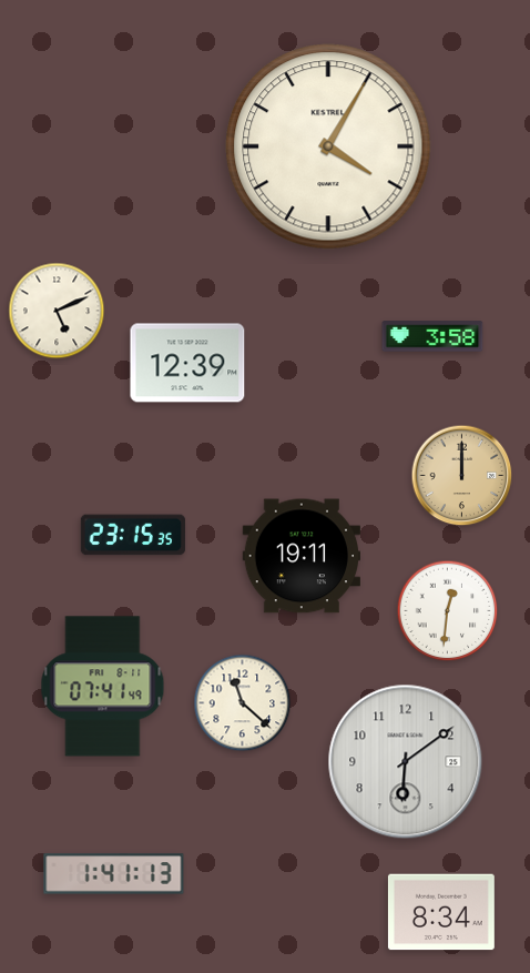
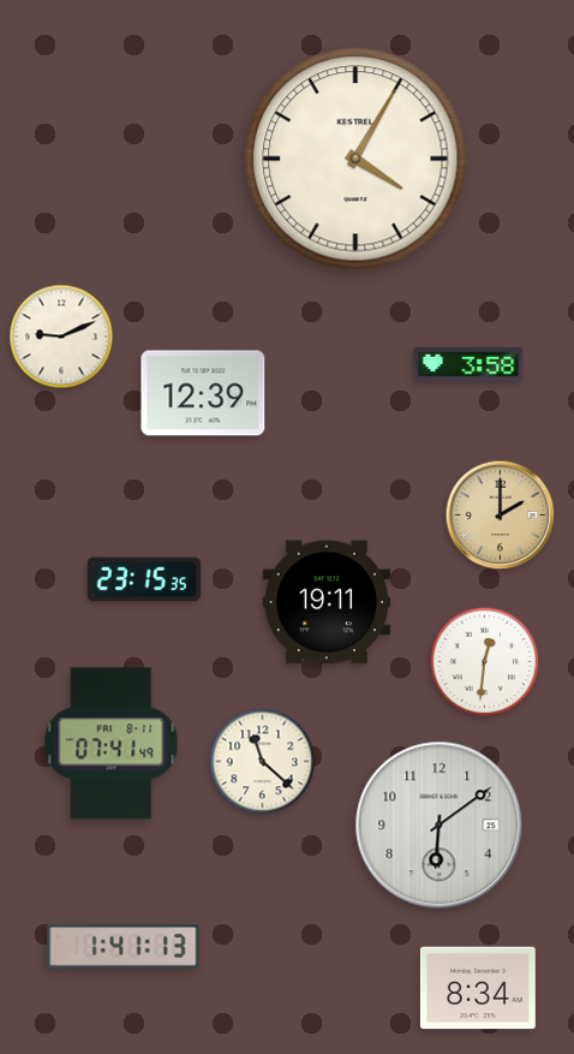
clock at (57, 311): 5:11 -> 9:11
clock at (462, 476): 12:00 -> 2:00
